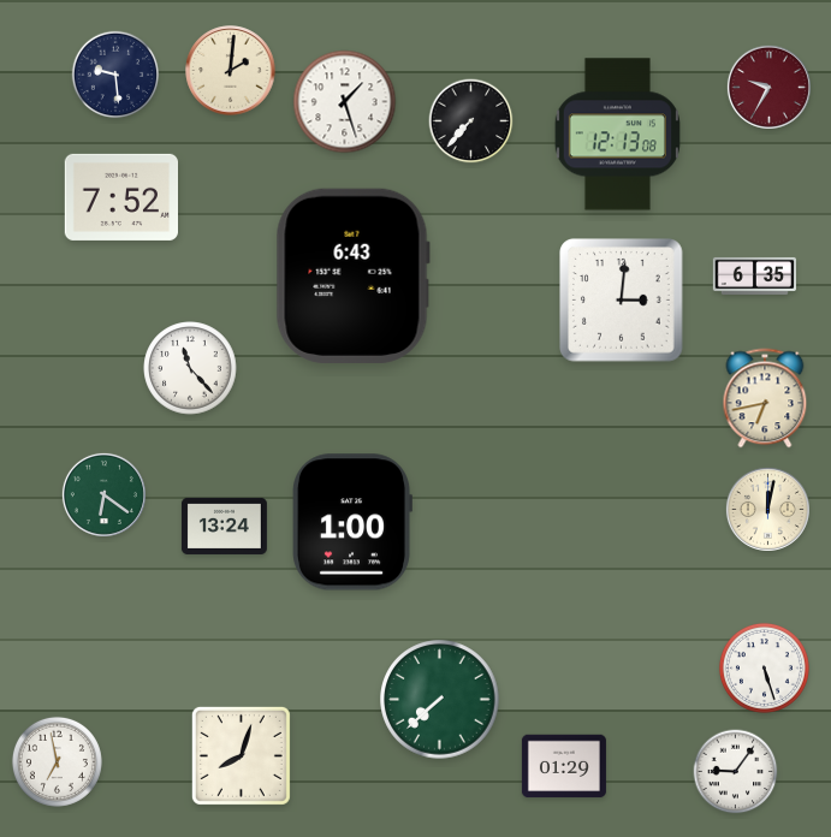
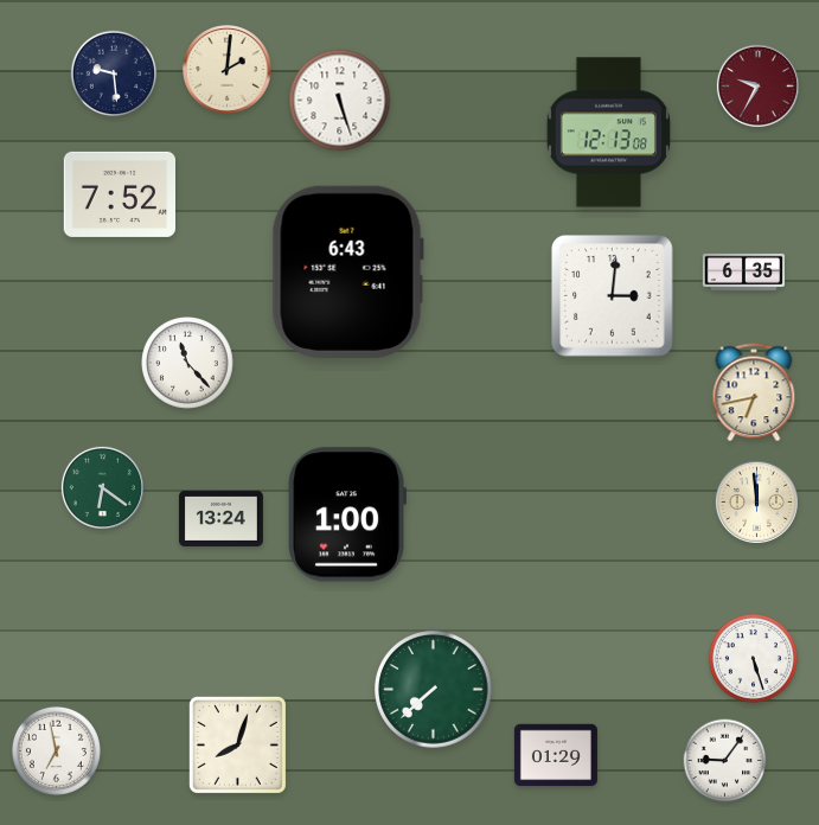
clock at (345, 102): 1:27 -> 5:27
clock at (471, 121): 7:37 -> none
clock at (767, 509): 12:02 -> 11:59
